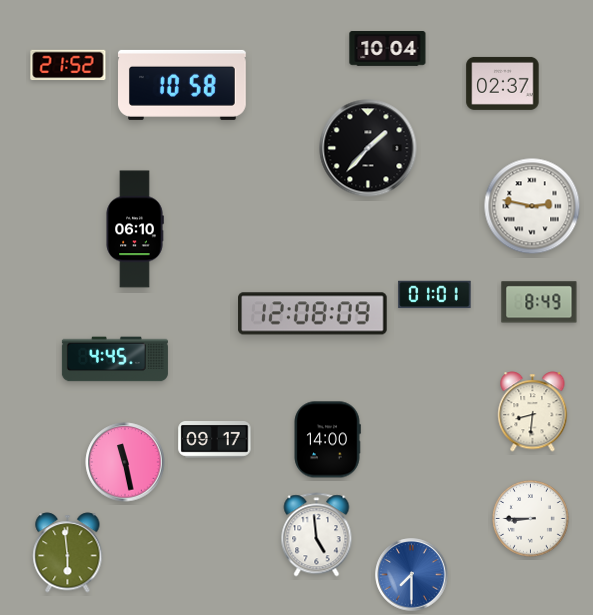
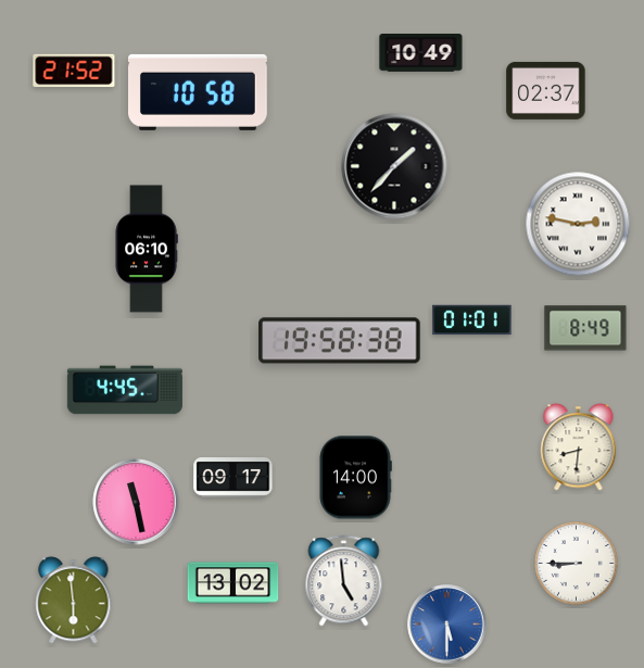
clock at (388, 49): 10:04 -> 10:49
clock at (368, 148) position: (368, 148) -> (394, 166)
clock at (313, 314): 12:08 -> 19:58
clock at (233, 583): none -> 13:02
clock at (412, 575): 7:30 -> 5:30
